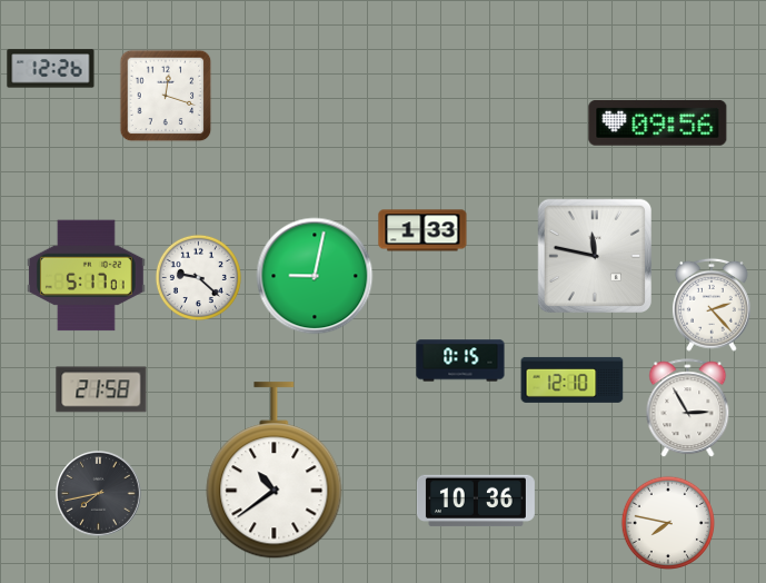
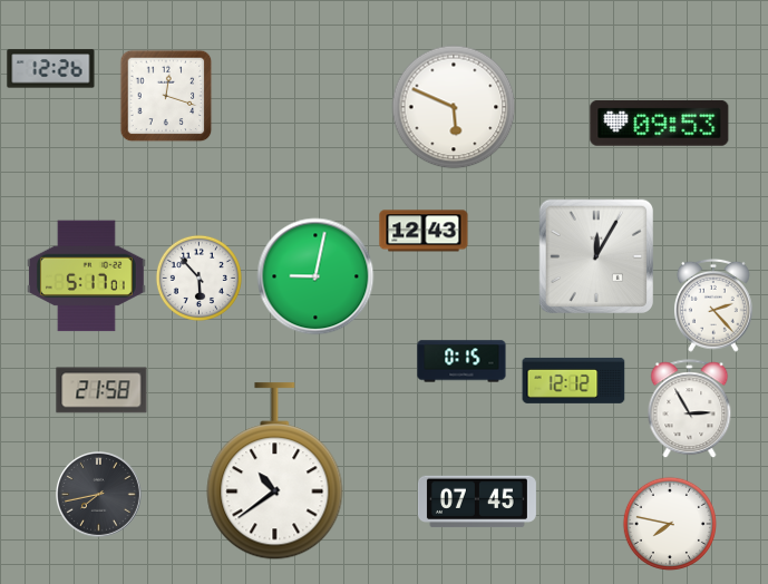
clock at (454, 107): none -> 5:49
clock at (658, 122): 09:56 -> 09:53
clock at (422, 230): 1:33 -> 12:43
clock at (595, 256): 11:47 -> 12:05
clock at (198, 277): 9:22 -> 5:53
clock at (573, 379): 12:10 -> 12:12
clock at (476, 501): 10:36 -> 07:45
